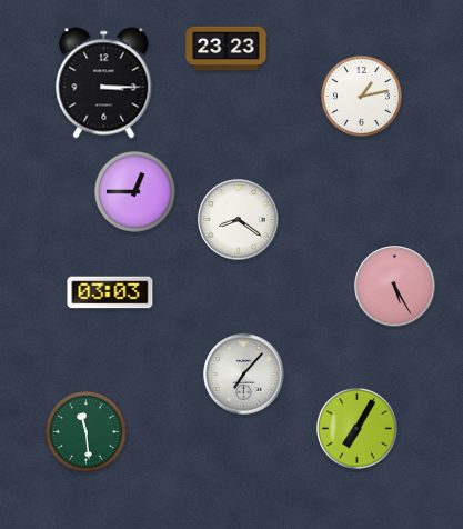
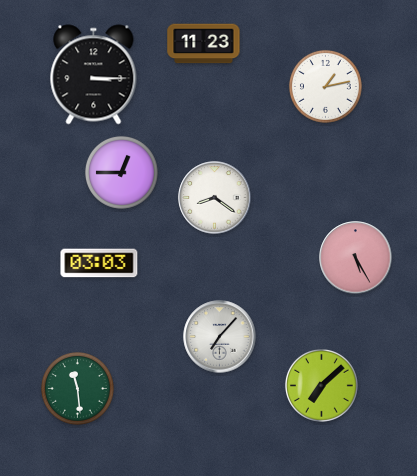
clock at (227, 49): 23:23 -> 11:23
clock at (358, 429): 7:05 -> 7:08
